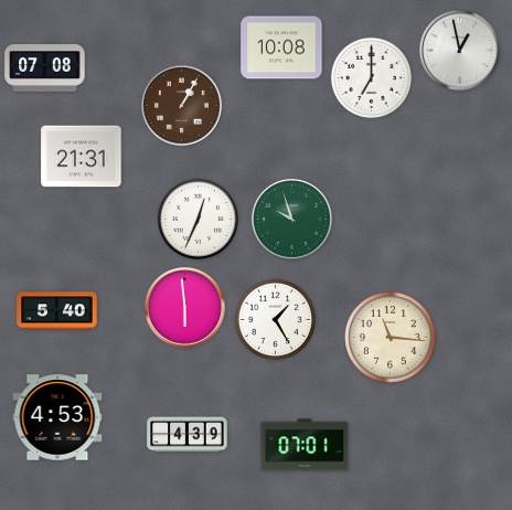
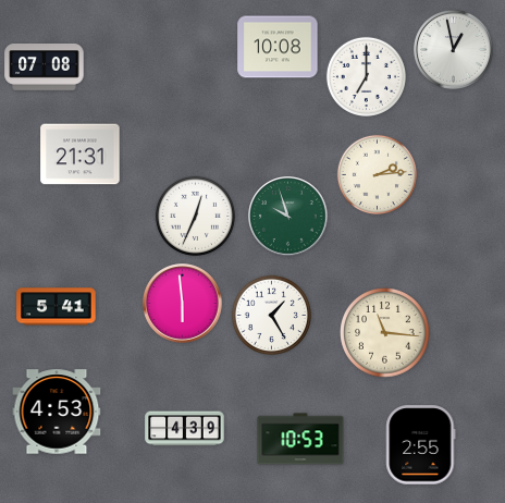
clock at (182, 106): 1:05 -> none
clock at (377, 174): none -> 2:14
clock at (57, 311): 5:40 -> 5:41
clock at (305, 445): 07:01 -> 10:53
clock at (421, 445): none -> 2:55
